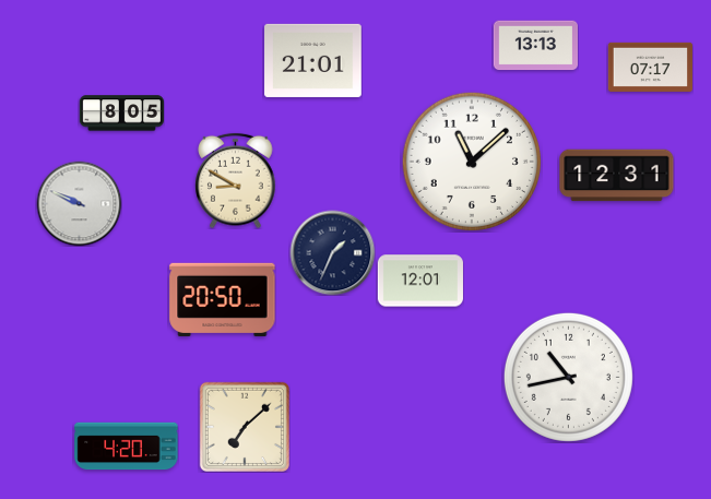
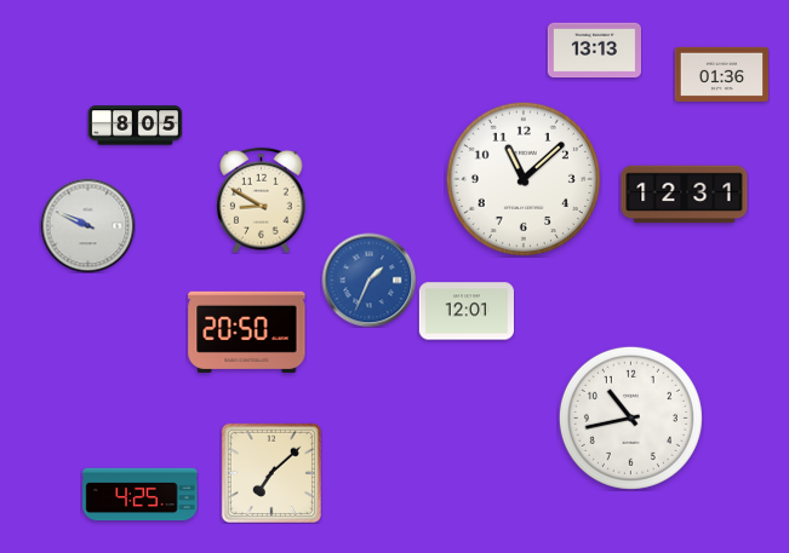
clock at (313, 60): 21:01 -> none
clock at (650, 67): 07:17 -> 01:36
clock at (332, 252) dial: navy -> blue
clock at (127, 447): 4:20 -> 4:25
